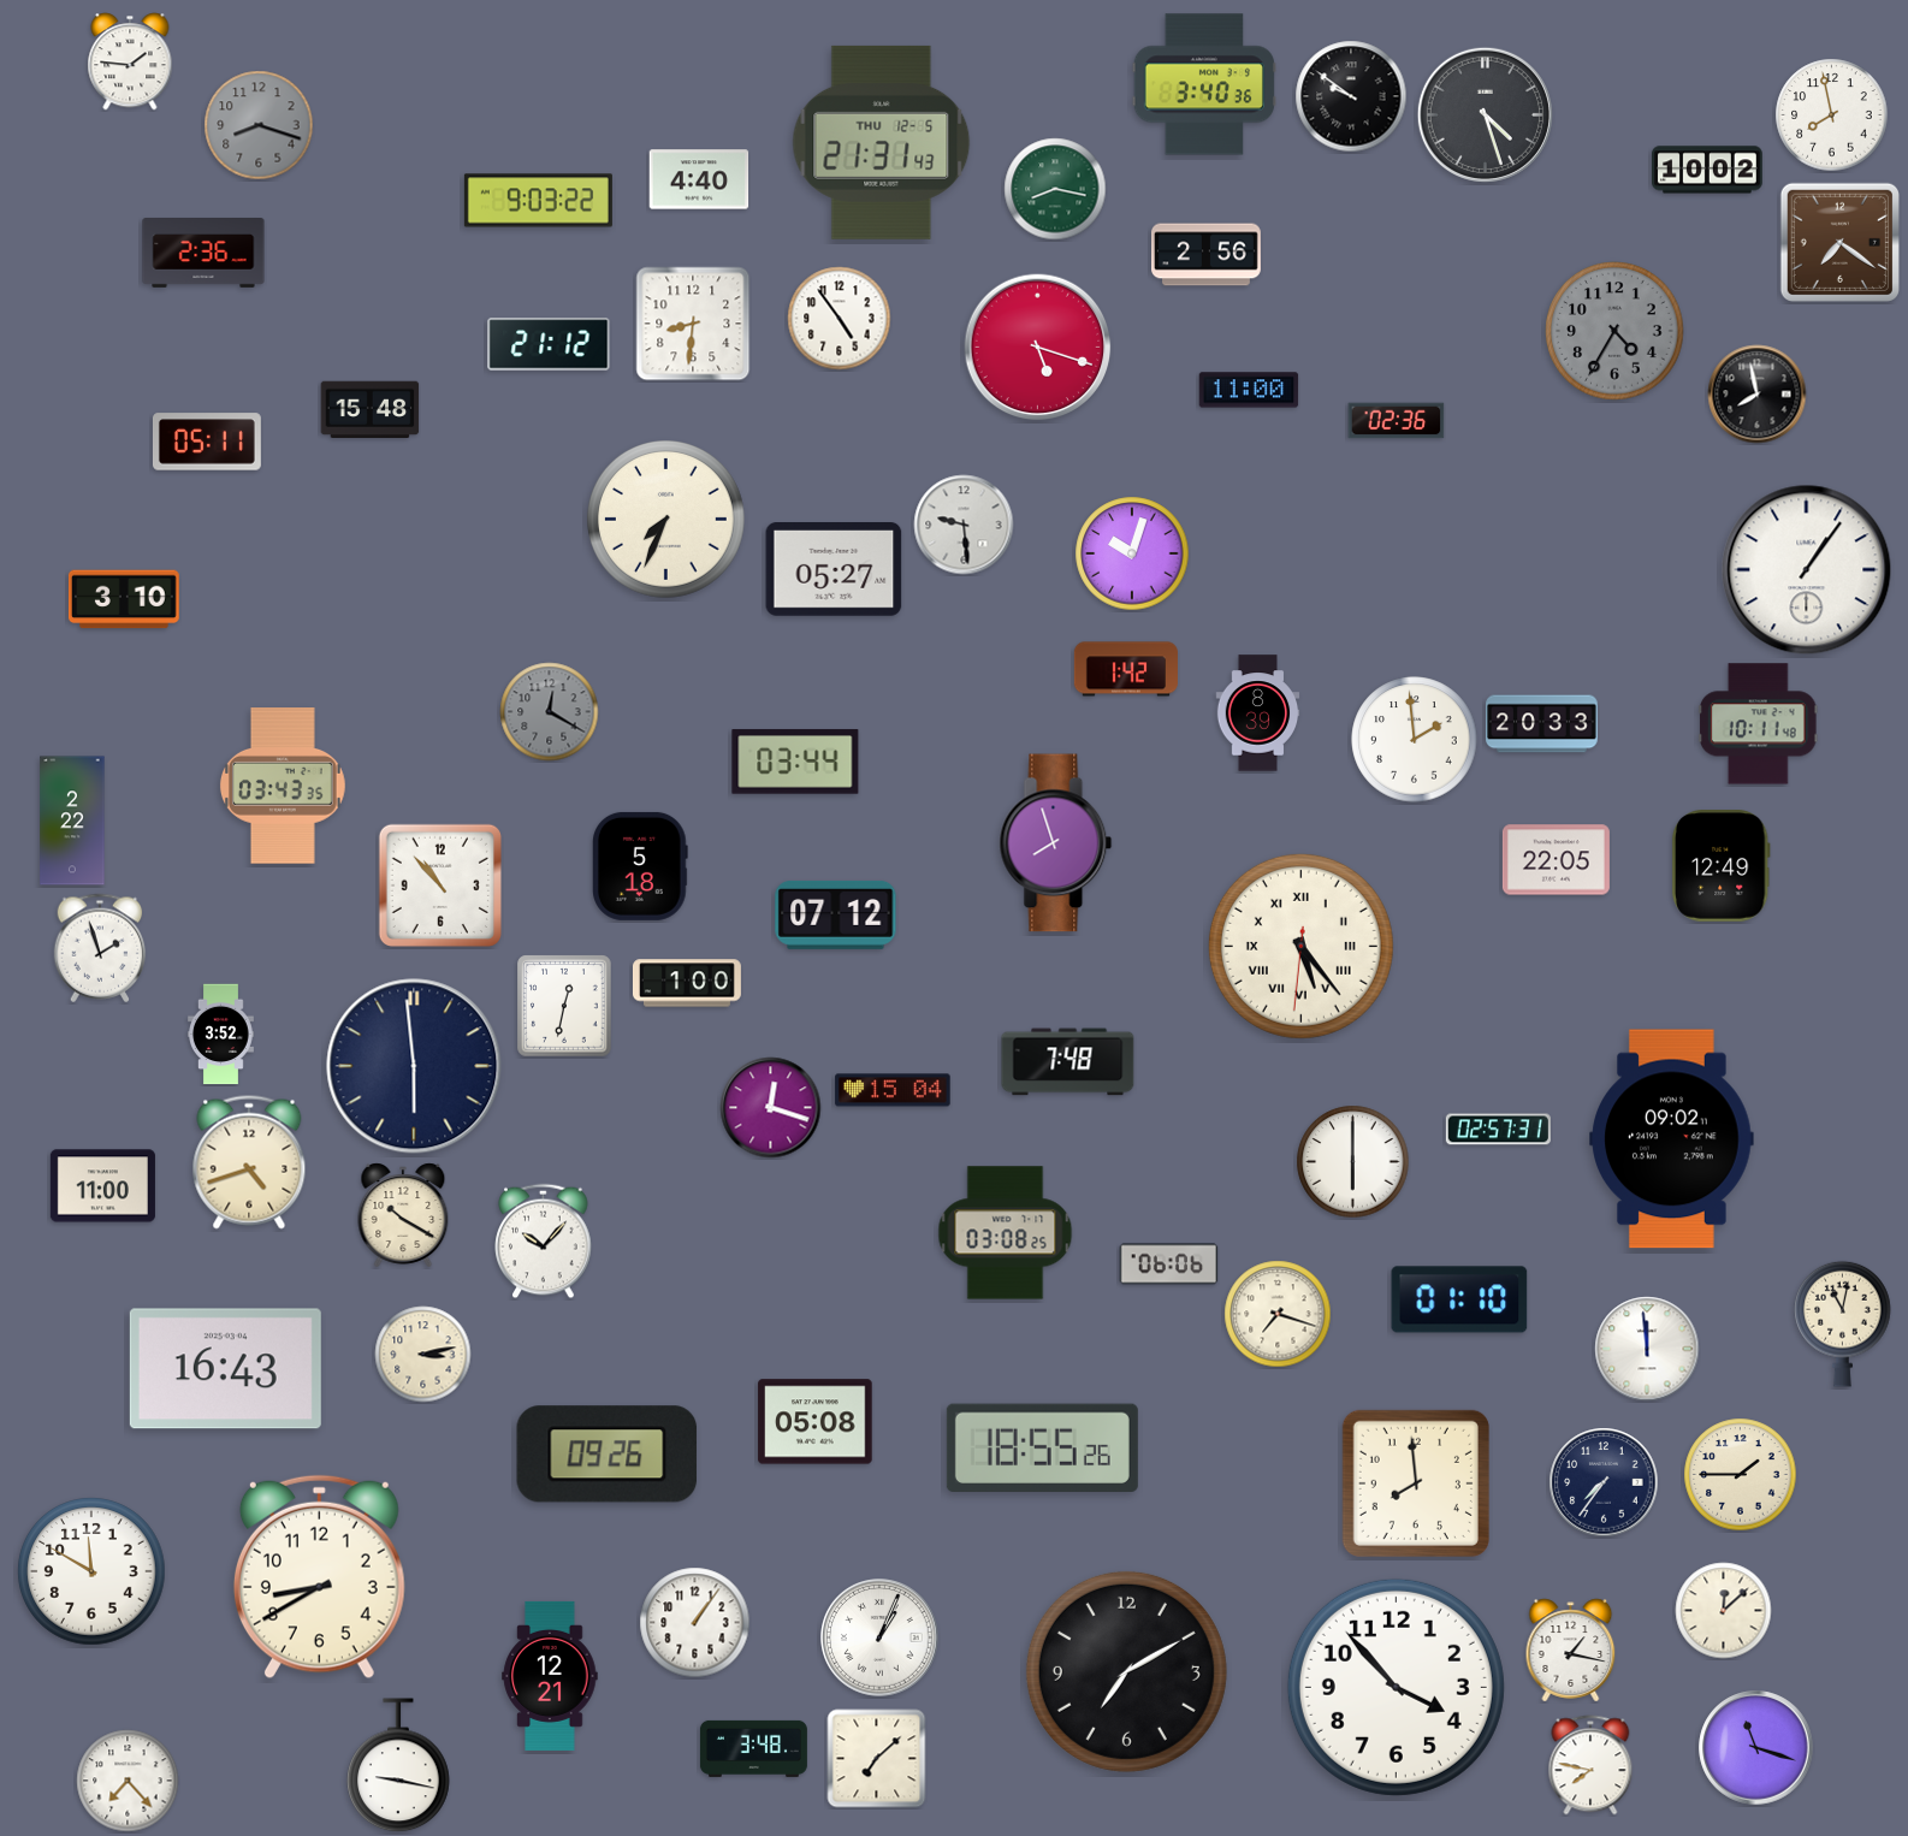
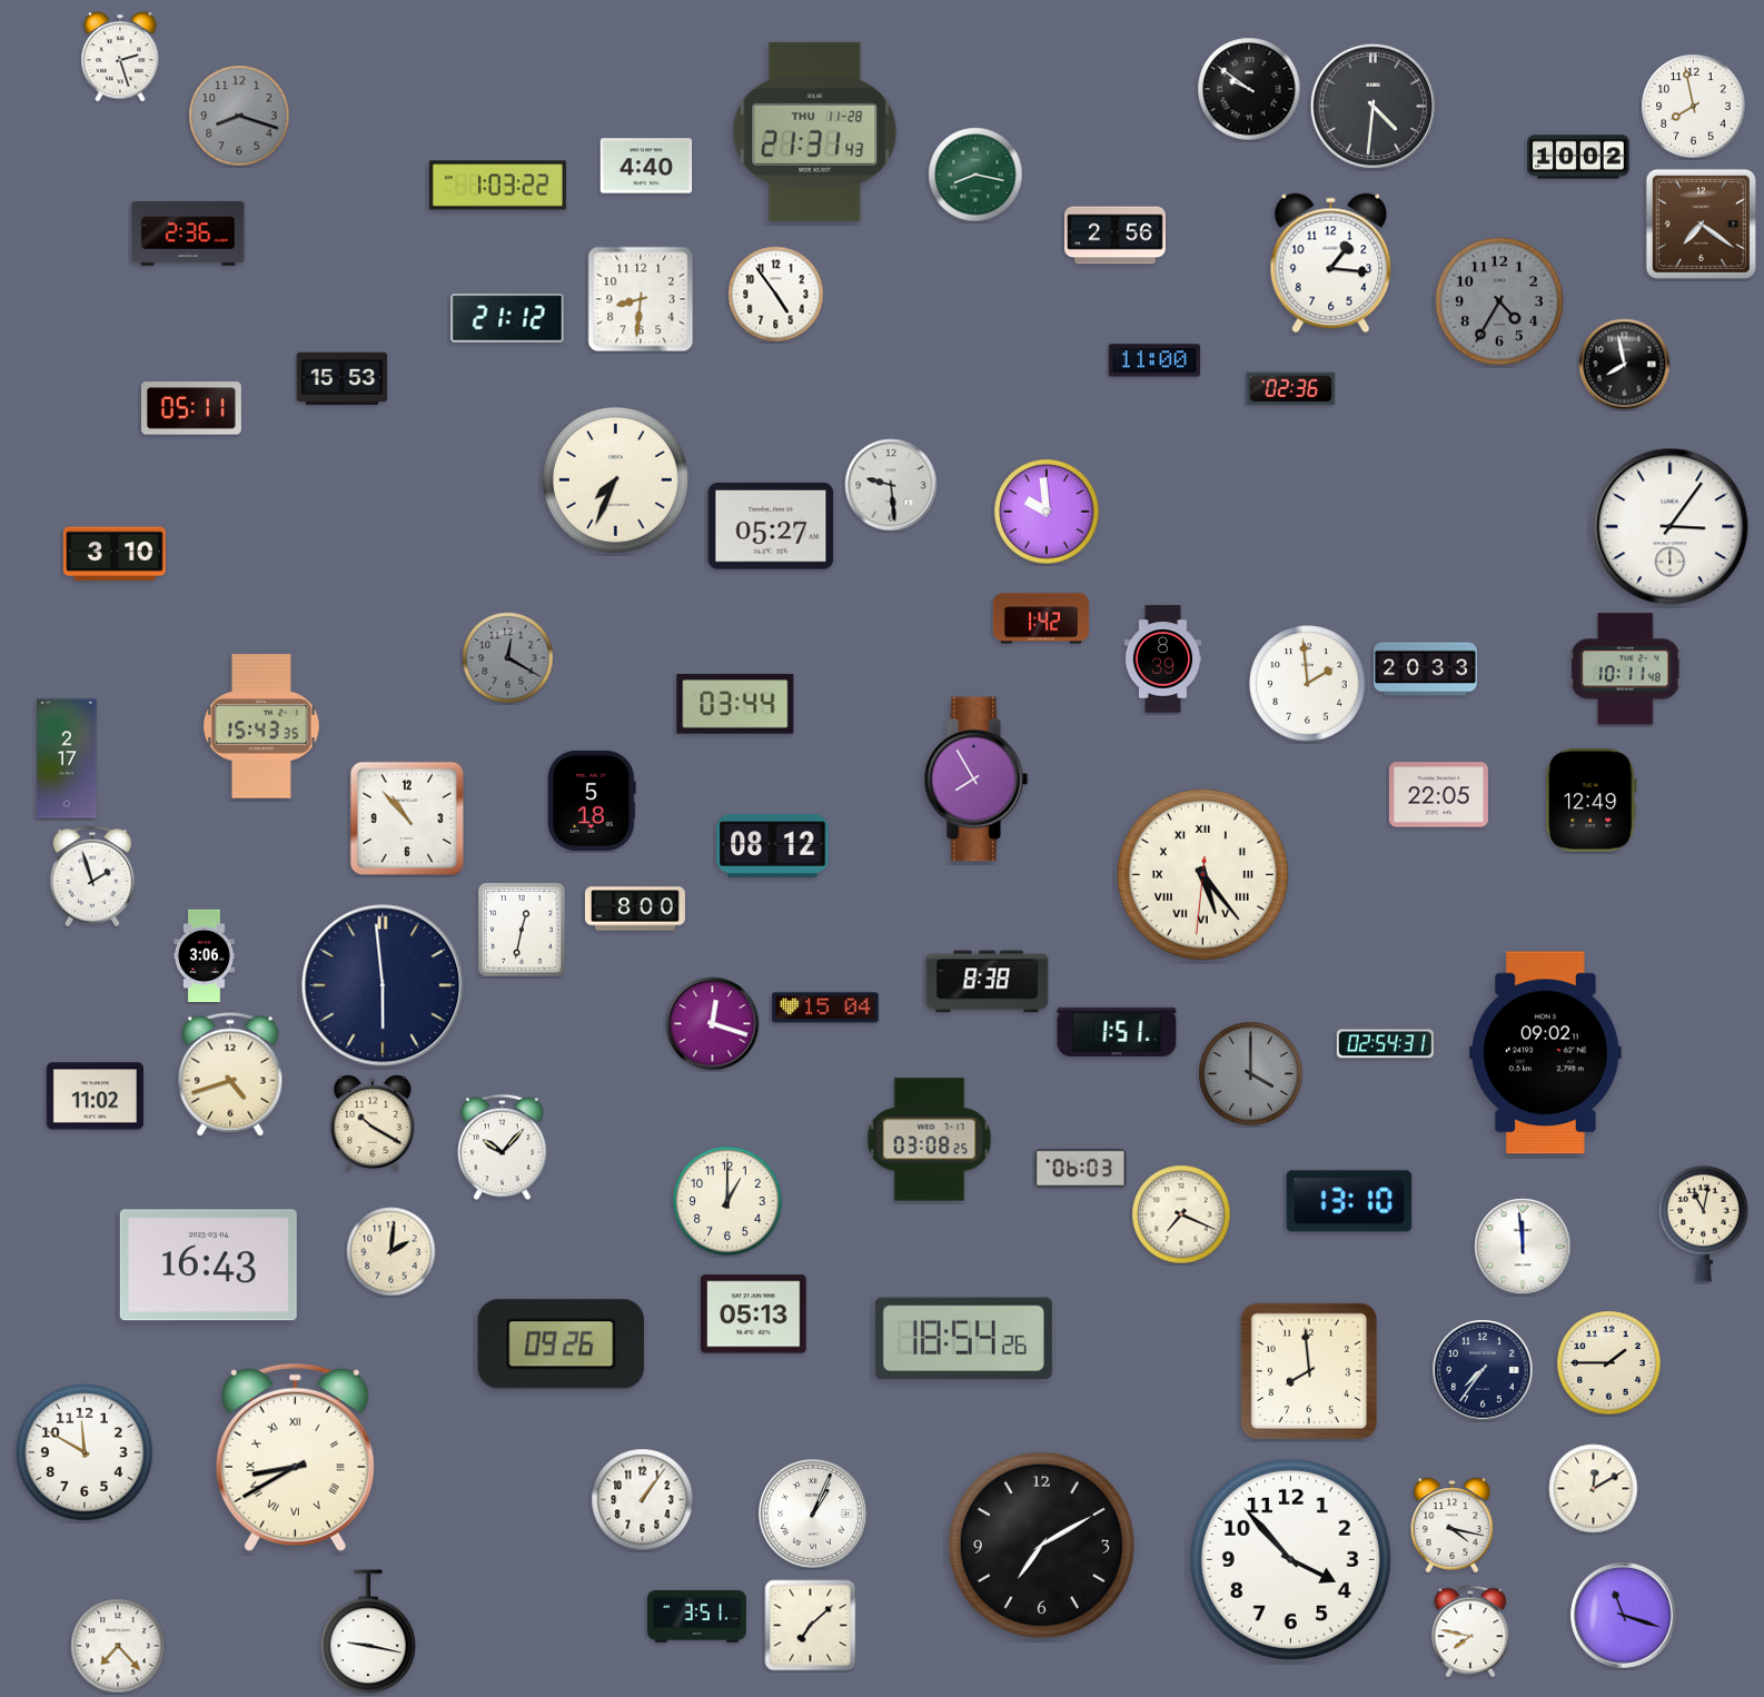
clock at (130, 61): 1:46 -> 2:27
clock at (1204, 84): 3:40 -> none
clock at (1485, 114): 4:27 -> 4:31
clock at (882, 142) date: THU 12-5 -> THU 11-28
clock at (538, 201): 9:03 -> 1:03
clock at (1331, 264): none -> 1:16
clock at (1614, 331) position: (1614, 331) -> (1499, 301)
clock at (1038, 348): 5:18 -> none
clock at (371, 410): 15:48 -> 15:53
clock at (1132, 553): 10:03 -> 9:59
clock at (1807, 570): 1:06 -> 3:06
clock at (283, 786): 03:43 -> 15:43
clock at (72, 821): 2:22 -> 2:17
clock at (1056, 843): 7:57 -> 7:55
clock at (836, 914): 07:12 -> 08:12
clock at (687, 983): 1:00 -> 8:00
clock at (221, 1035): 3:52 -> 3:06
clock at (1068, 1062): 7:48 -> 8:38
clock at (1117, 1032): none -> 1:51
clock at (1498, 1130): 02:57 -> 02:54
clock at (1353, 1162): 6:00 -> 4:00
clock at (1353, 1162) dial: white -> grey
clock at (102, 1186): 11:00 -> 11:02
clock at (1169, 1265): 06:06 -> 06:03
clock at (727, 1201): none -> 1:00
clock at (1459, 1299): 01:10 -> 13:10
clock at (1278, 1314): 7:18 -> 7:19
clock at (423, 1355): 3:13 -> 2:01
clock at (816, 1422): 05:08 -> 05:13
clock at (1042, 1449): 18:55 -> 18:54
clock at (319, 1577) numerals: Arabic -> Roman
clock at (1724, 1611): 12:08 -> 12:10
clock at (1571, 1651): 1:17 -> 4:17
clock at (550, 1676): 12:21 -> none
clock at (753, 1748): 3:48 -> 3:51
